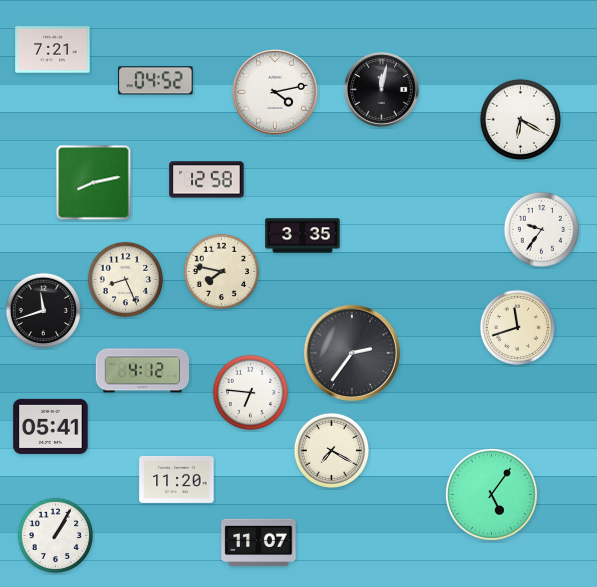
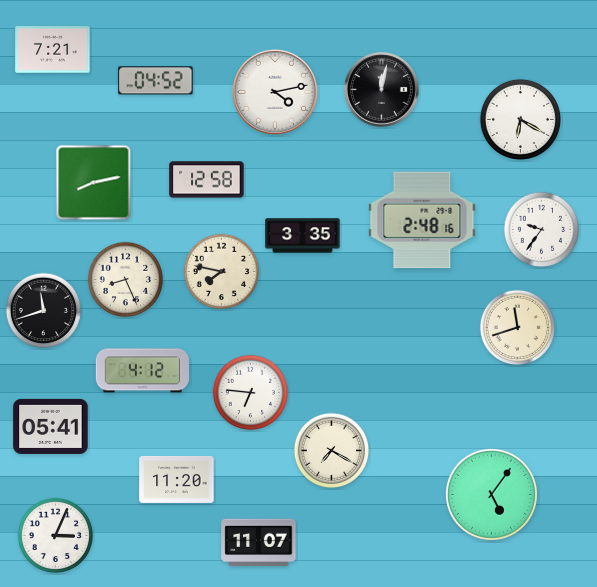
clock at (422, 220): none -> 2:48
clock at (352, 353): 2:36 -> none
clock at (55, 535): 1:05 -> 3:04
